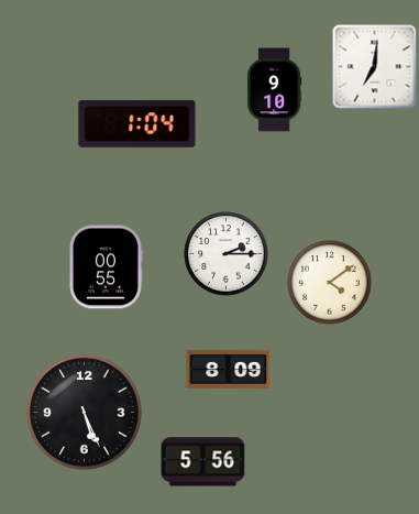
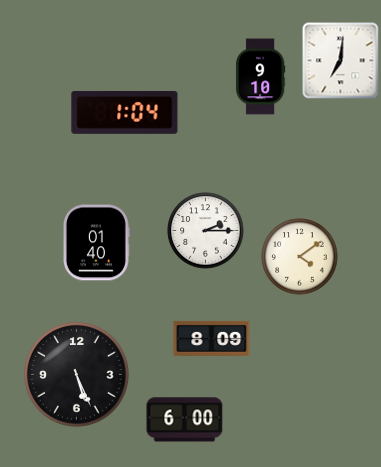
clock at (274, 90) position: (274, 90) -> (260, 77)
clock at (106, 267): 00:55 -> 01:40
clock at (229, 369) position: (229, 369) -> (212, 338)
clock at (203, 462): 5:56 -> 6:00
